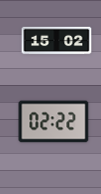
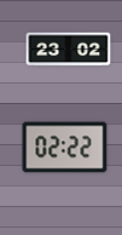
clock at (57, 41): 15:02 -> 23:02
